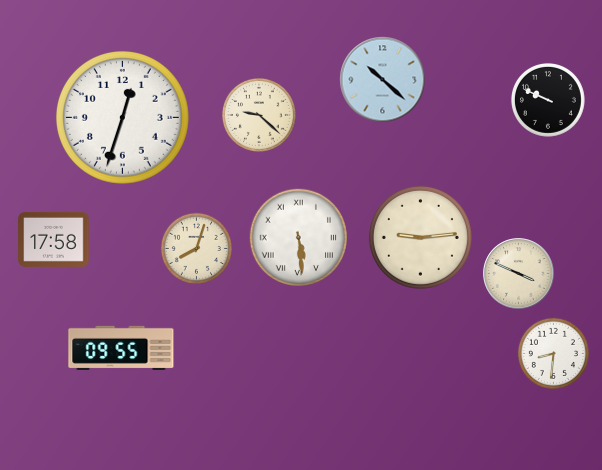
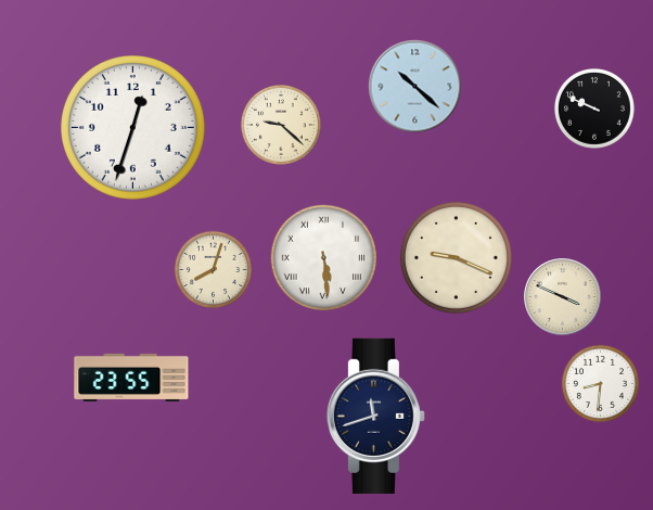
clock at (420, 237): 9:14 -> 9:19
clock at (54, 239): 17:58 -> none
clock at (121, 348): 09:55 -> 23:55
clock at (375, 416): none -> 11:42
